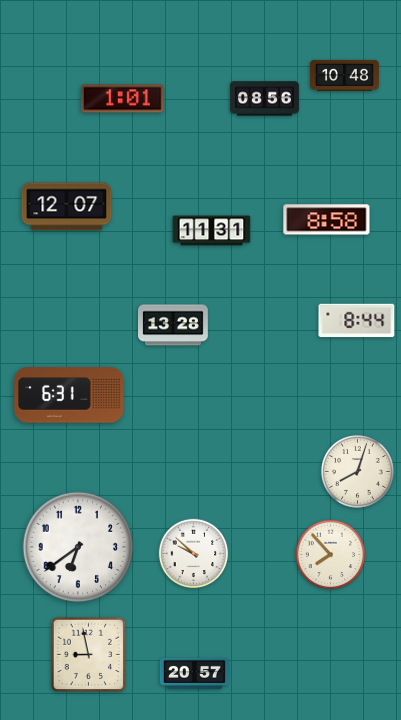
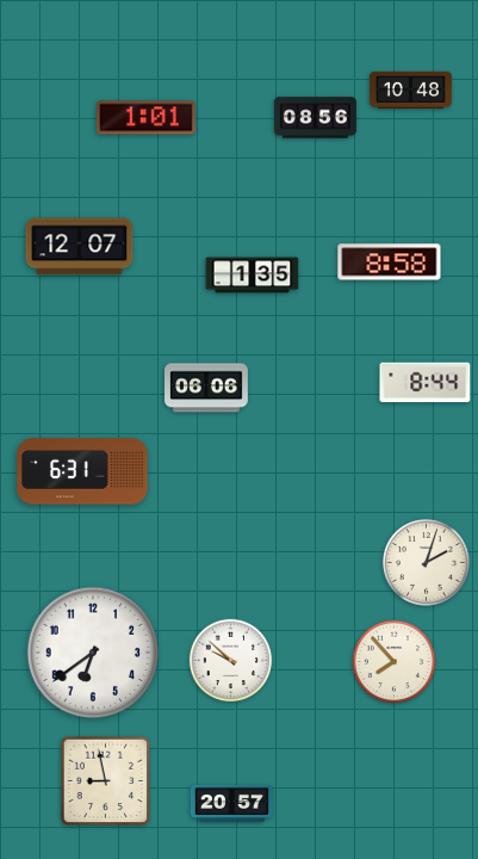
clock at (212, 231): 11:31 -> 1:35
clock at (174, 325): 13:28 -> 06:06
clock at (357, 471): 8:03 -> 2:03
